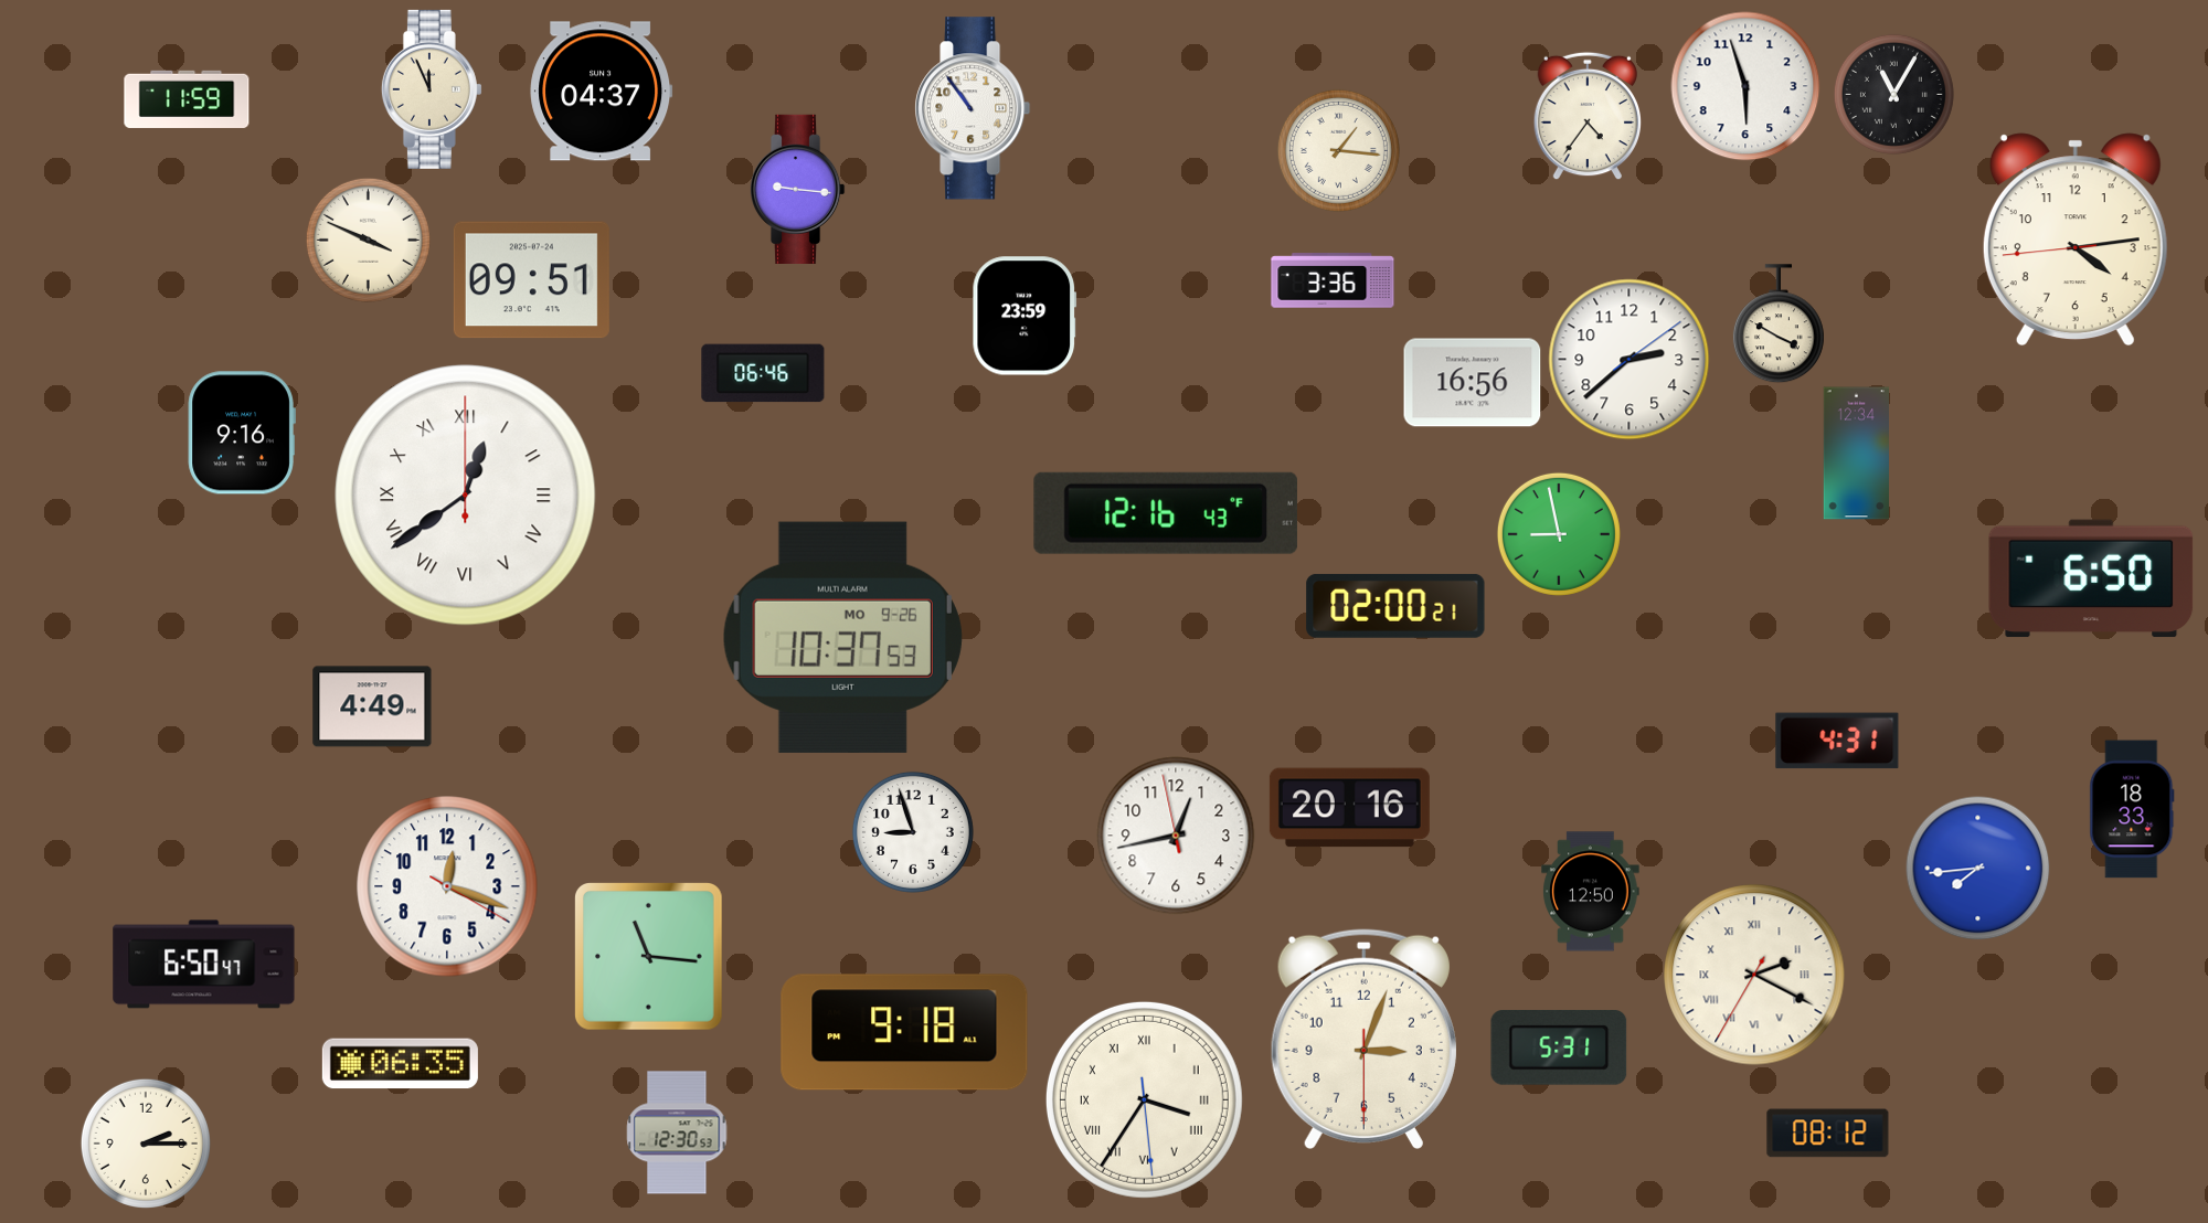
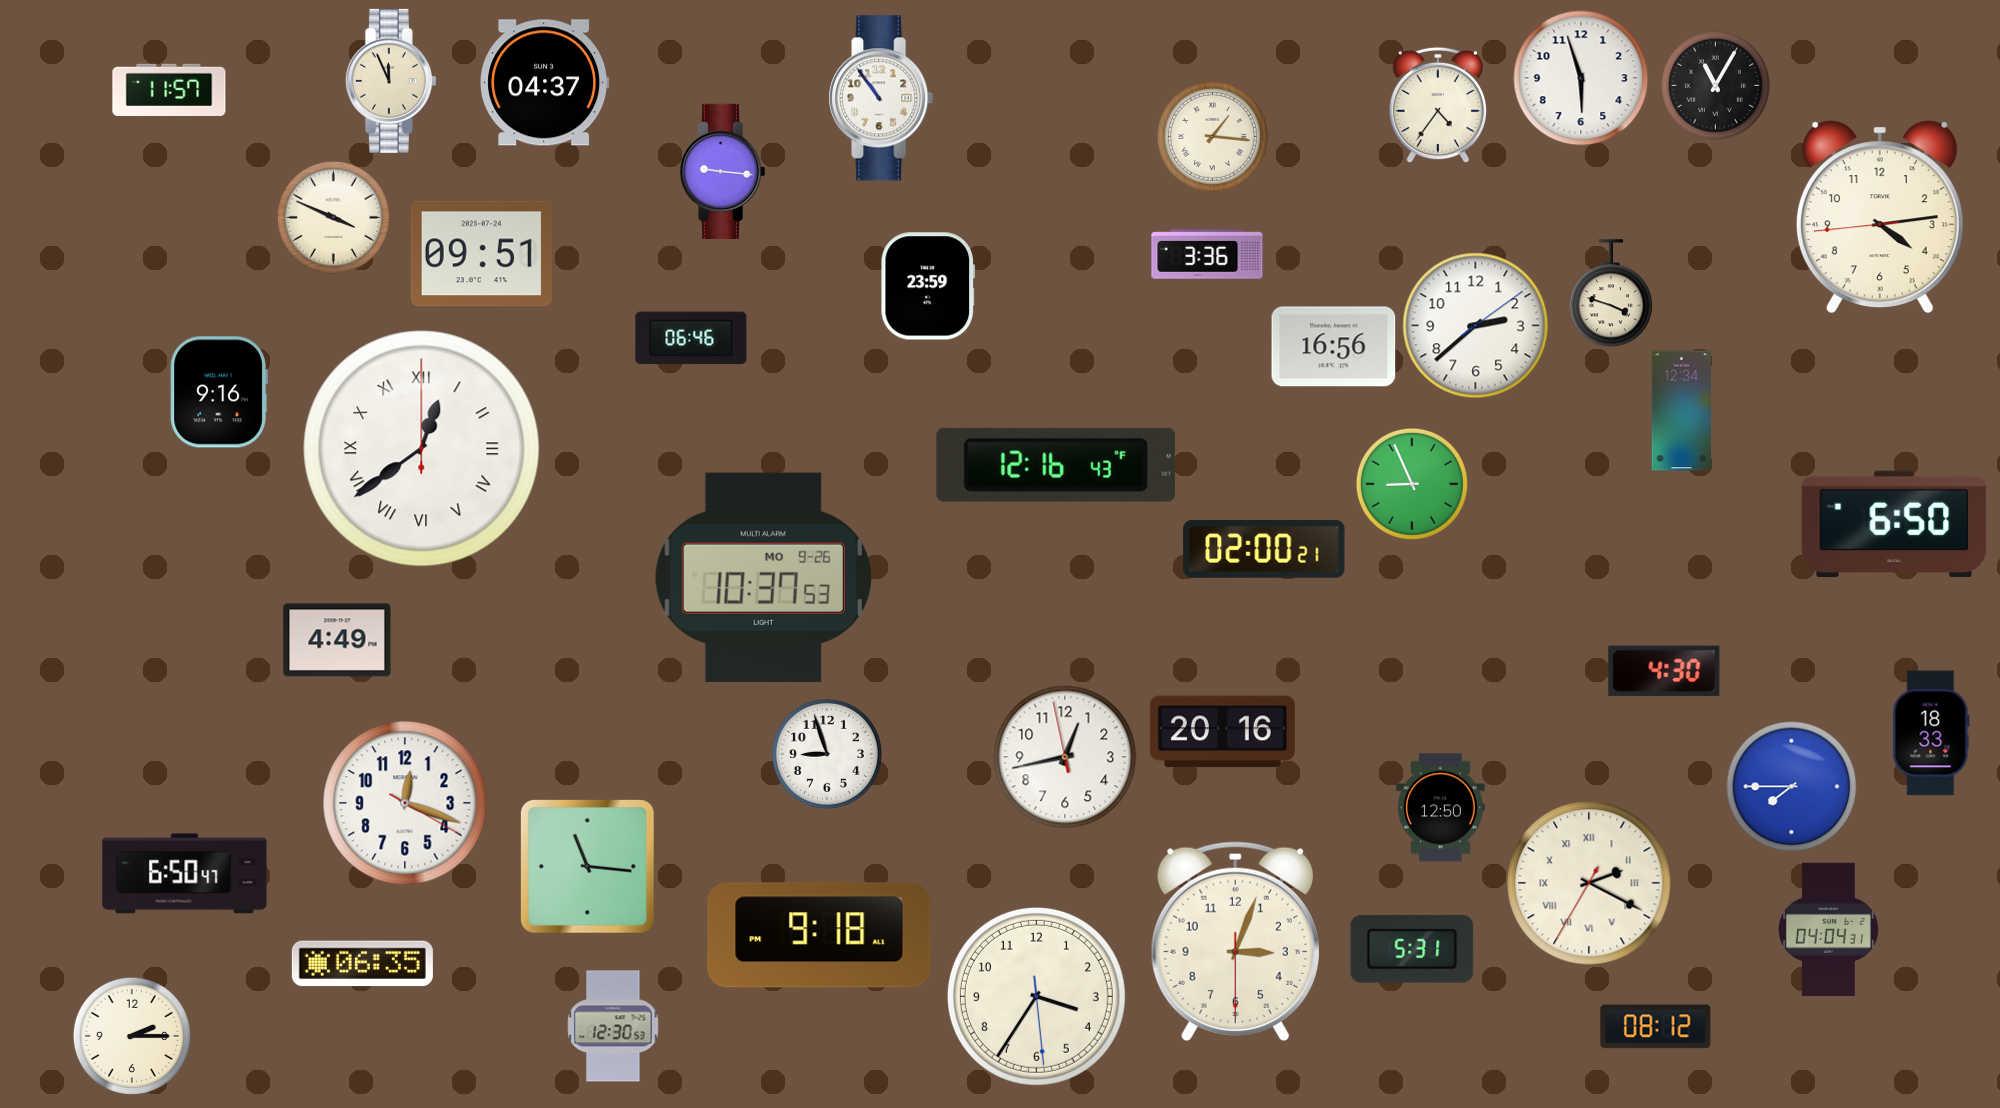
clock at (187, 99): 11:59 -> 11:57
clock at (1779, 323): 3:50 -> 3:48
clock at (1559, 534): 8:58 -> 8:56
clock at (1837, 741): 4:31 -> 4:30
clock at (1978, 869): 7:44 -> 7:45
clock at (1828, 930): none -> 04:04
clock at (1144, 1099) numerals: Roman -> Arabic
